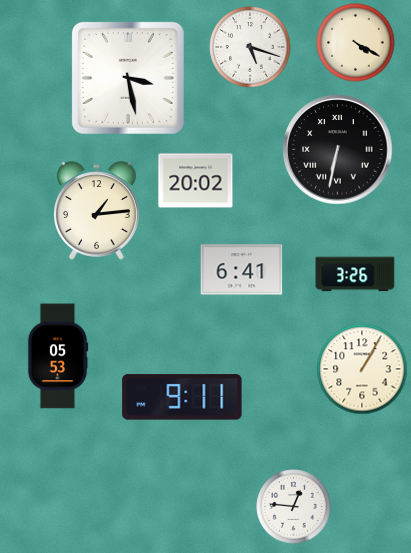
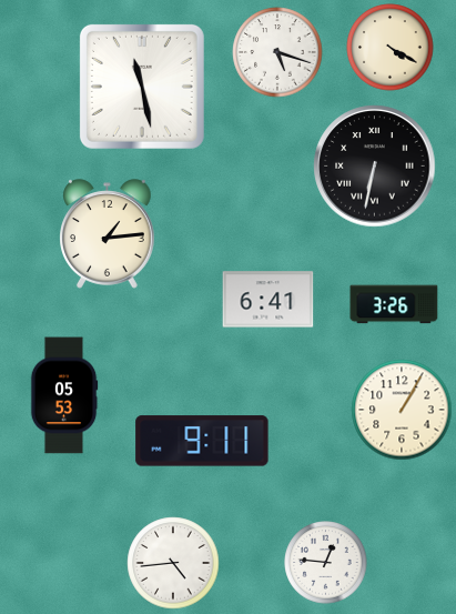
clock at (356, 43) position: (356, 43) -> (391, 48)
clock at (128, 78): 3:28 -> 11:28
clock at (196, 181): 20:02 -> none
clock at (173, 563): none -> 4:44
